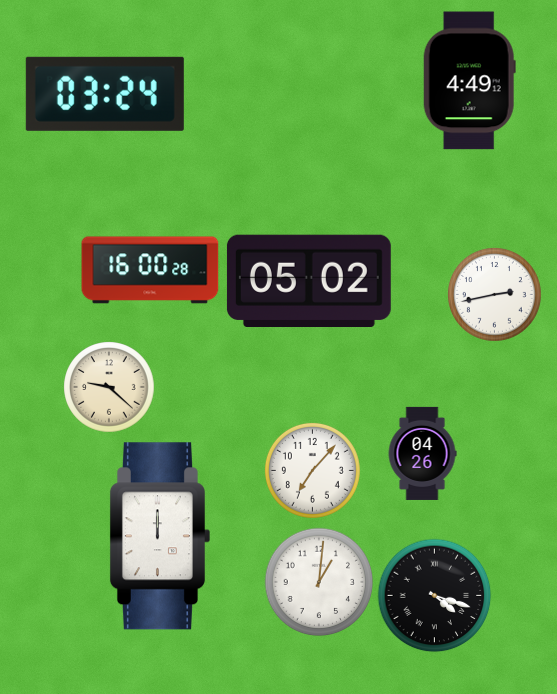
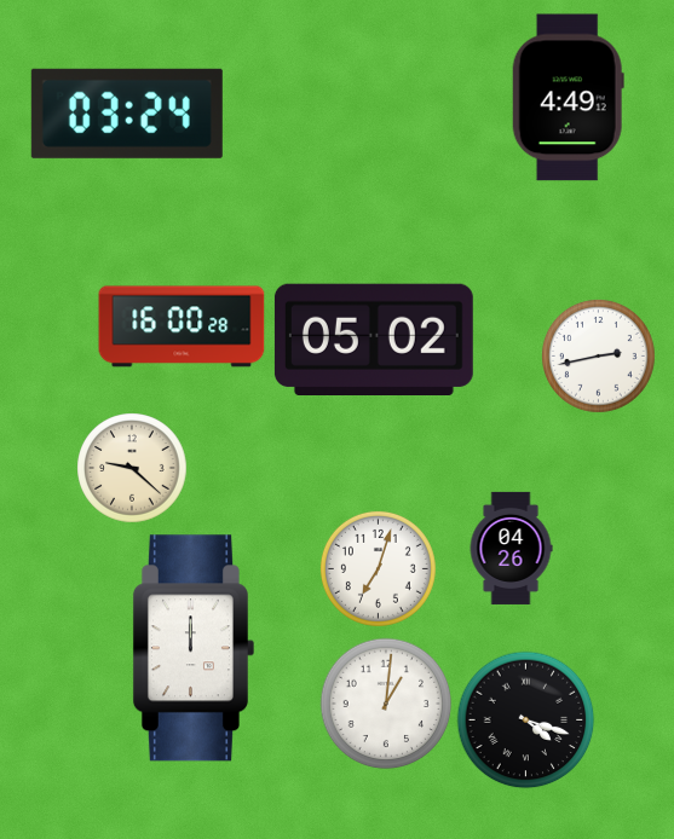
clock at (312, 470): 7:07 -> 7:03
